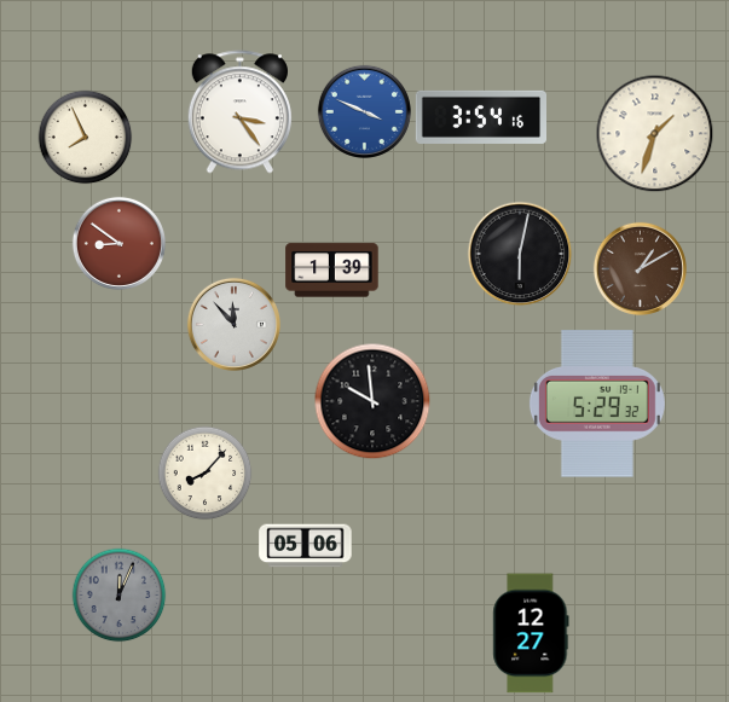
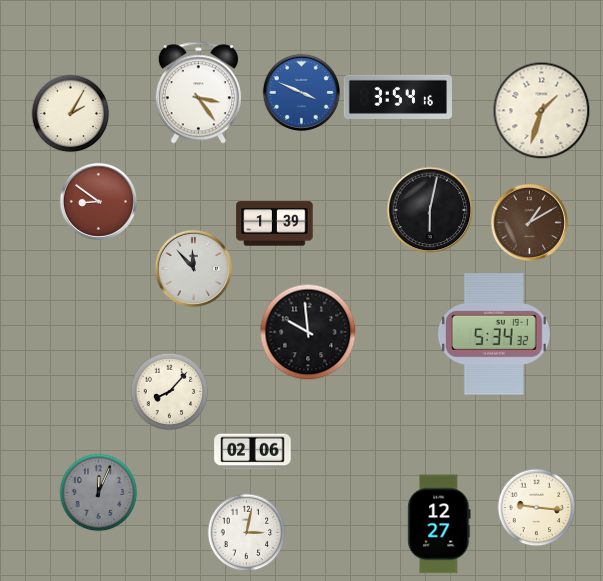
clock at (85, 137): 7:56 -> 2:05
clock at (597, 404): 5:29 -> 5:34
clock at (306, 546): 05:06 -> 02:06
clock at (536, 507): none -> 9:16
clock at (246, 532): none -> 3:02
